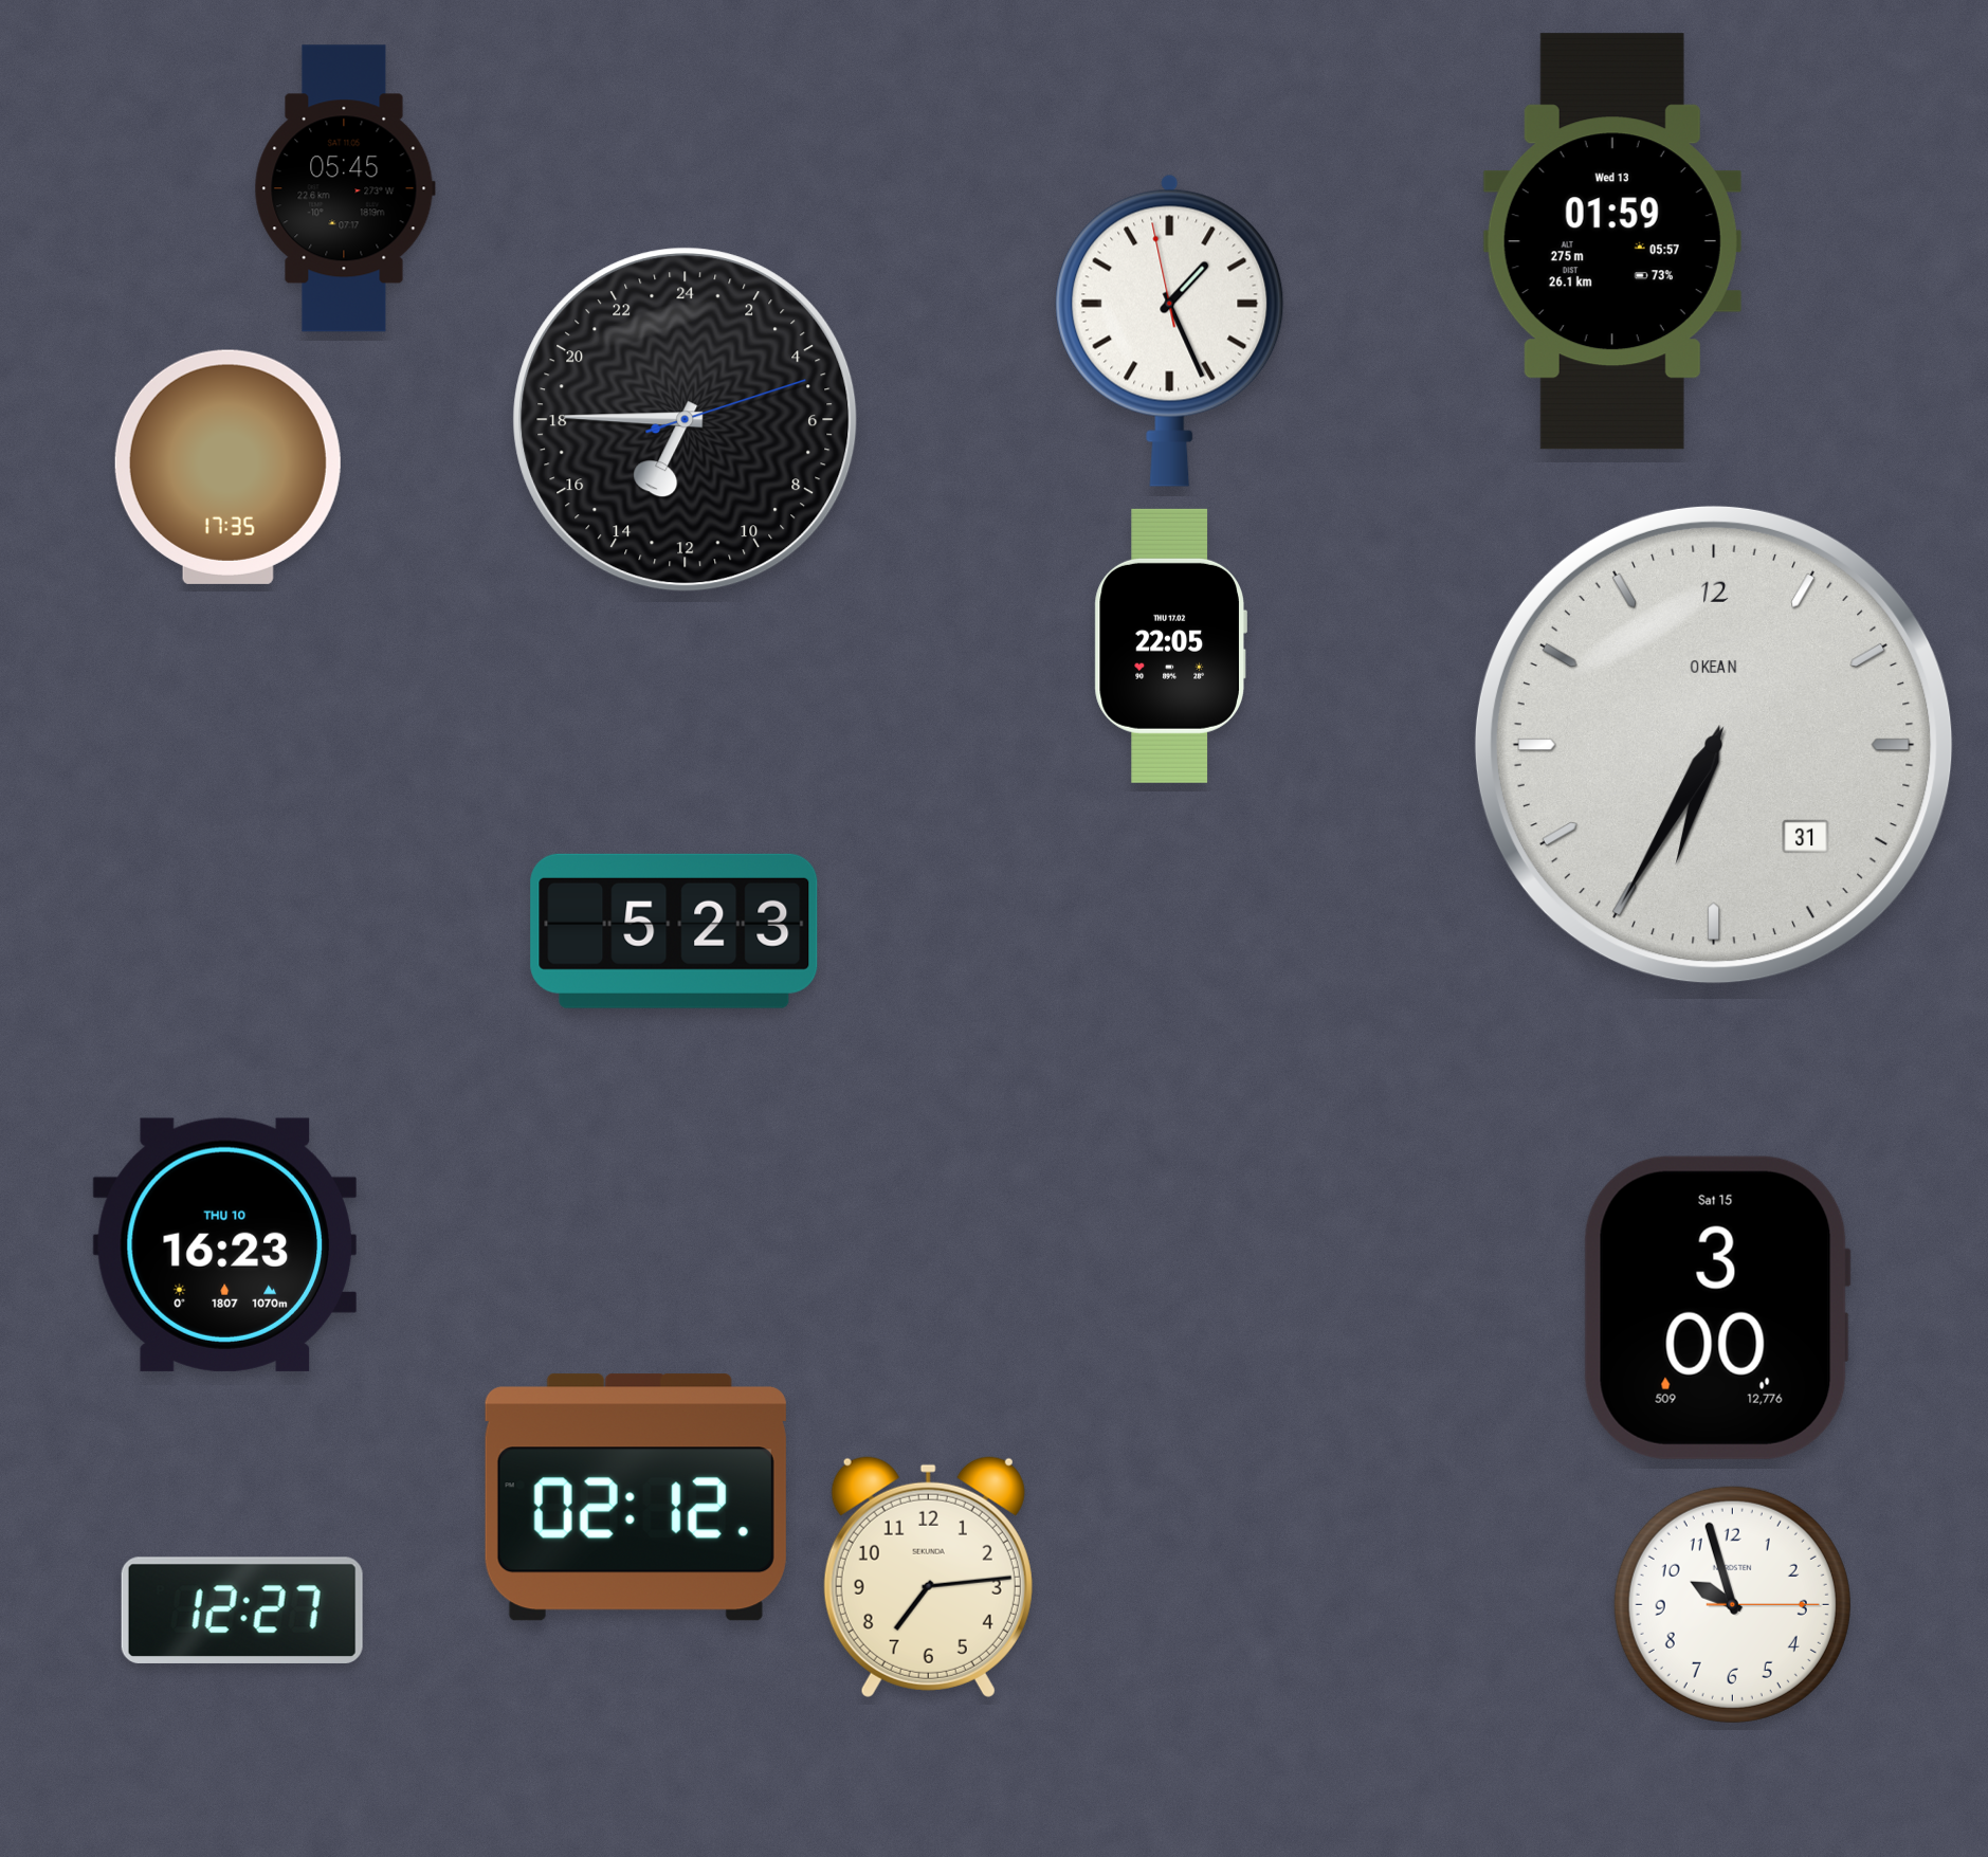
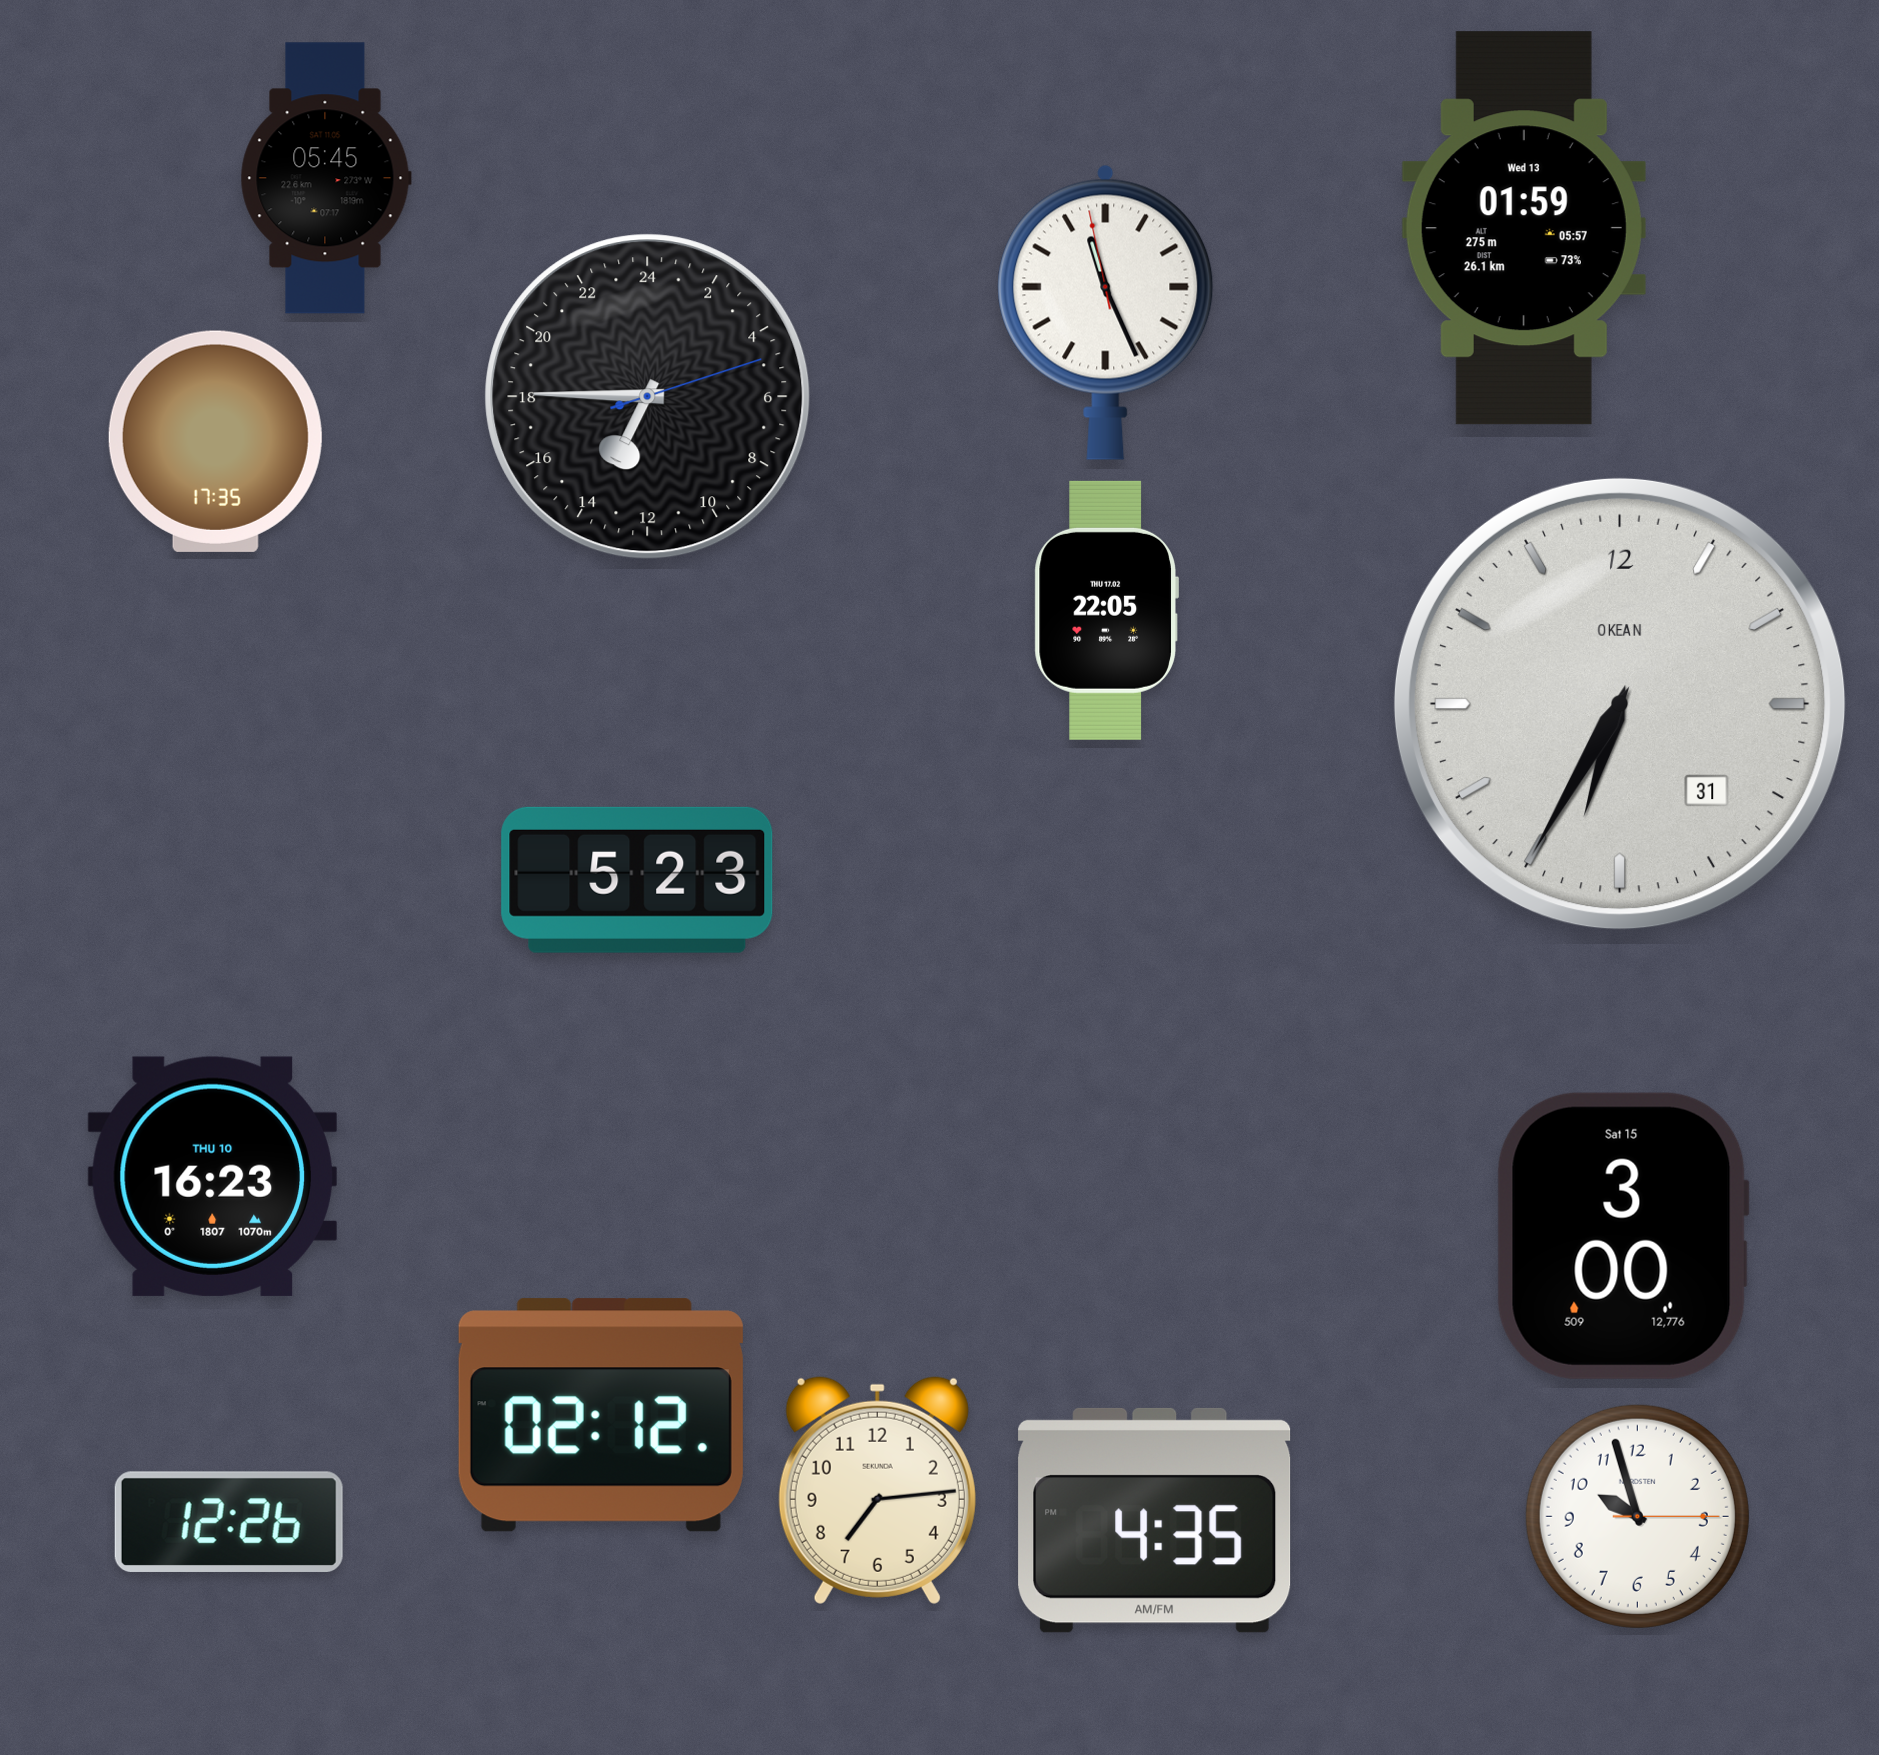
clock at (1170, 330): 1:25 -> 11:25
clock at (1155, 1520): none -> 4:35
clock at (242, 1610): 12:27 -> 12:26
